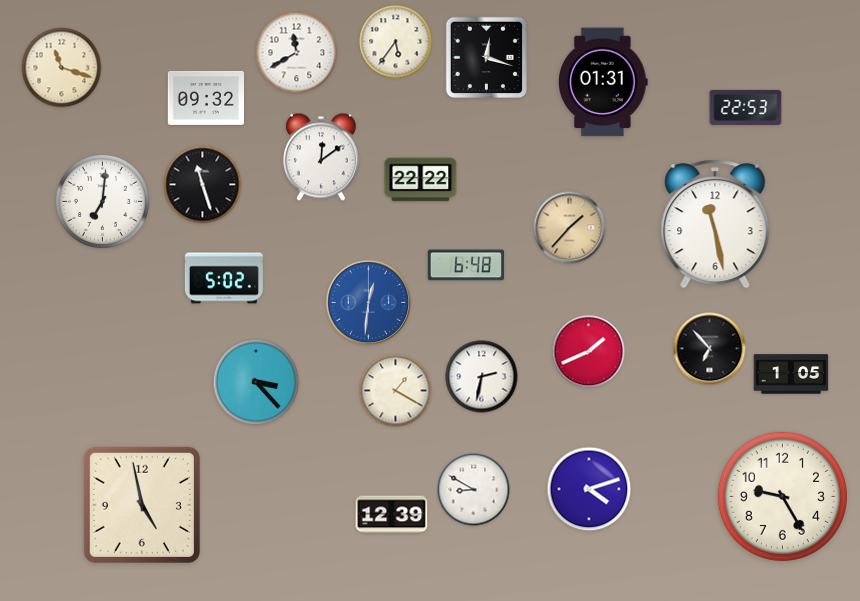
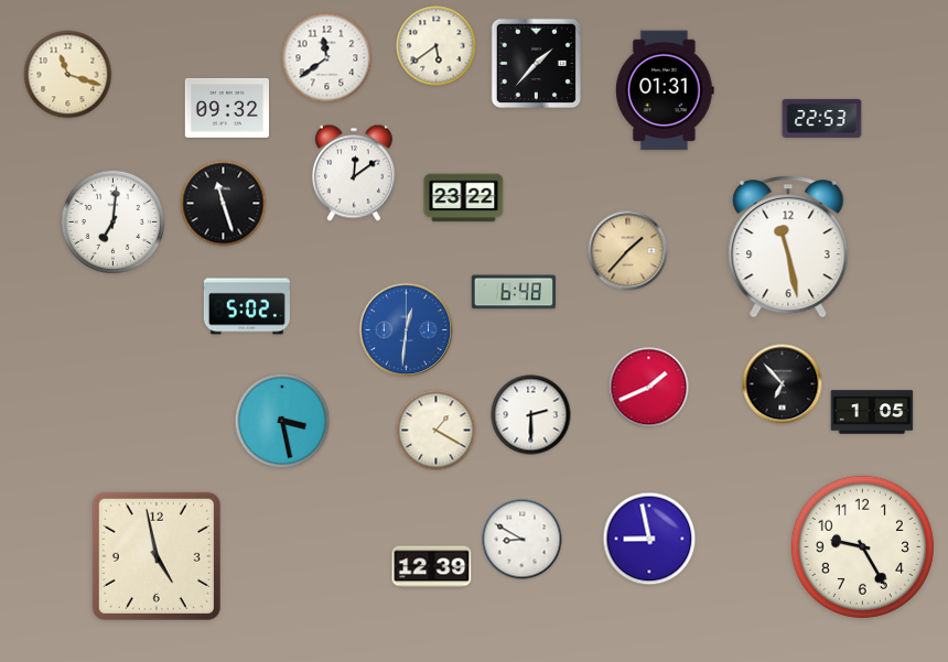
clock at (396, 42): 5:36 -> 5:39
clock at (297, 53): 11:40 -> 11:39
clock at (486, 57): 12:18 -> 1:37
clock at (421, 180): 22:22 -> 23:22
clock at (369, 303) position: (369, 303) -> (407, 330)
clock at (482, 377): 2:32 -> 2:30
clock at (256, 382): 3:23 -> 3:28
clock at (589, 489): 4:12 -> 8:58
